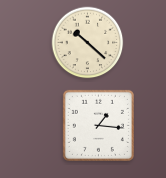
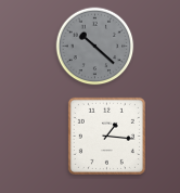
clock at (88, 43) dial: cream -> grey
